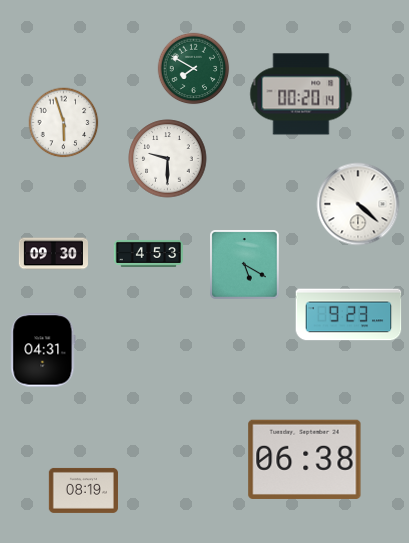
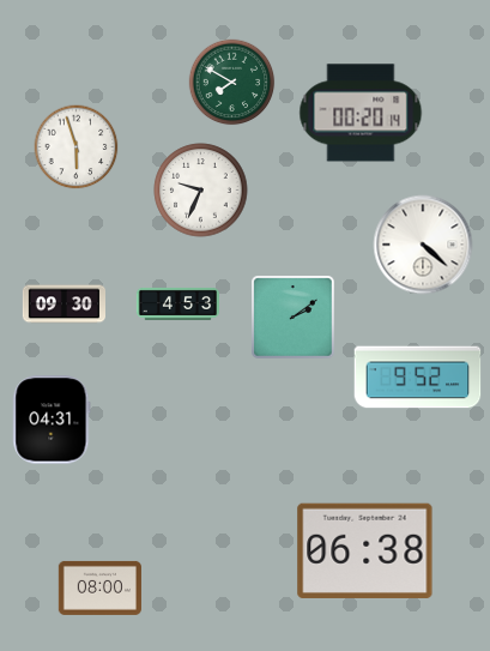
clock at (168, 159): 9:30 -> 9:34
clock at (358, 204) position: (358, 204) -> (423, 245)
clock at (245, 265): 5:20 -> 2:09
clock at (349, 315): 9:23 -> 9:52
clock at (83, 490): 08:19 -> 08:00
